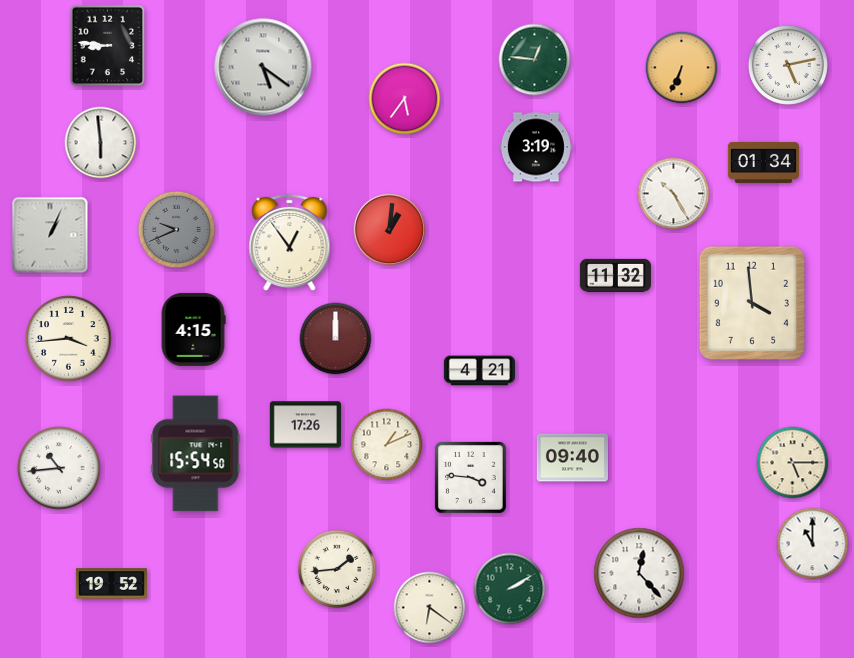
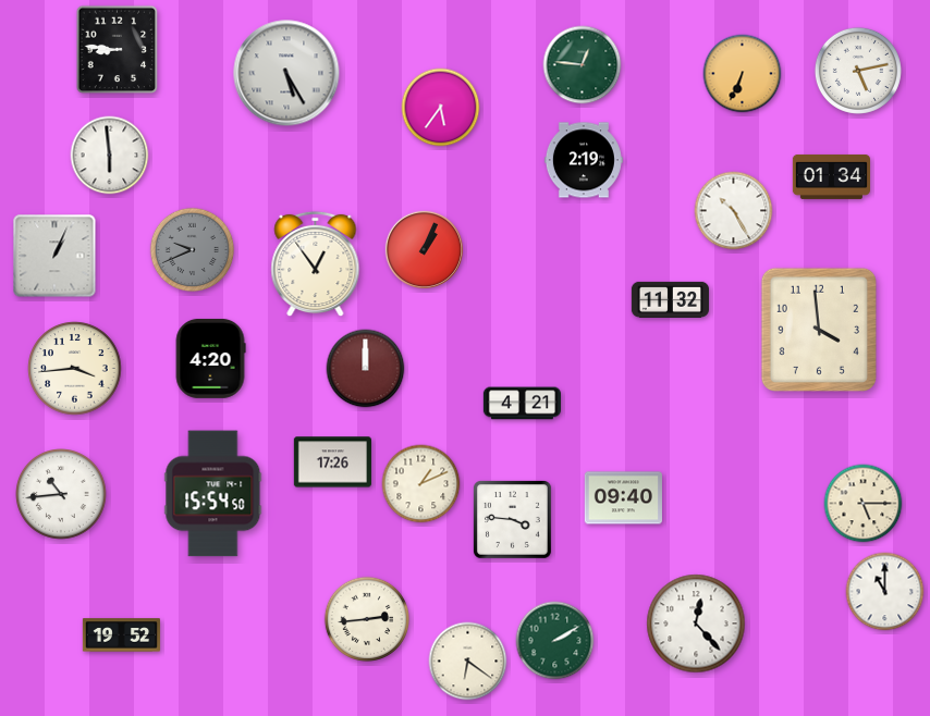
clock at (263, 67): 5:21 -> 5:25
clock at (536, 147): 3:19 -> 2:19
clock at (389, 229): 1:01 -> 1:04
clock at (193, 329): 4:15 -> 4:20
clock at (60, 469) position: (60, 469) -> (62, 495)
clock at (336, 568): 1:44 -> 2:44
